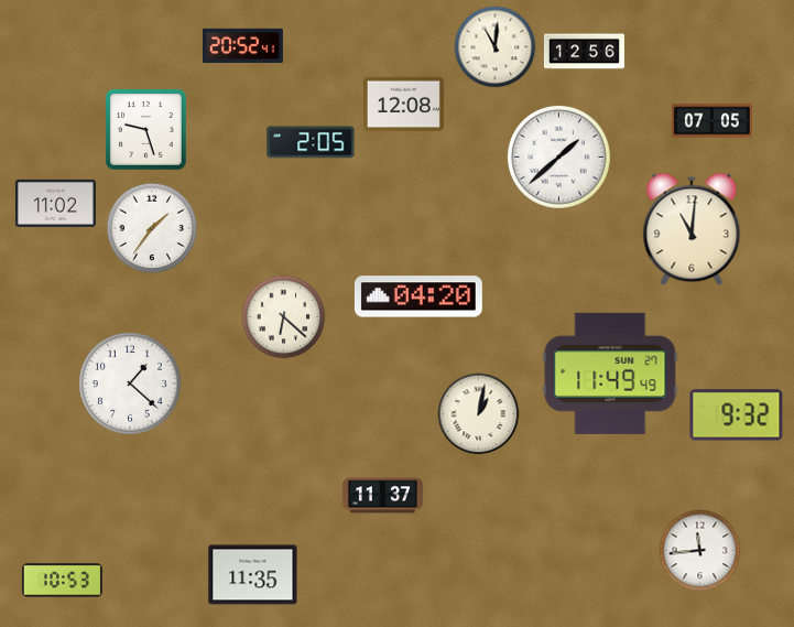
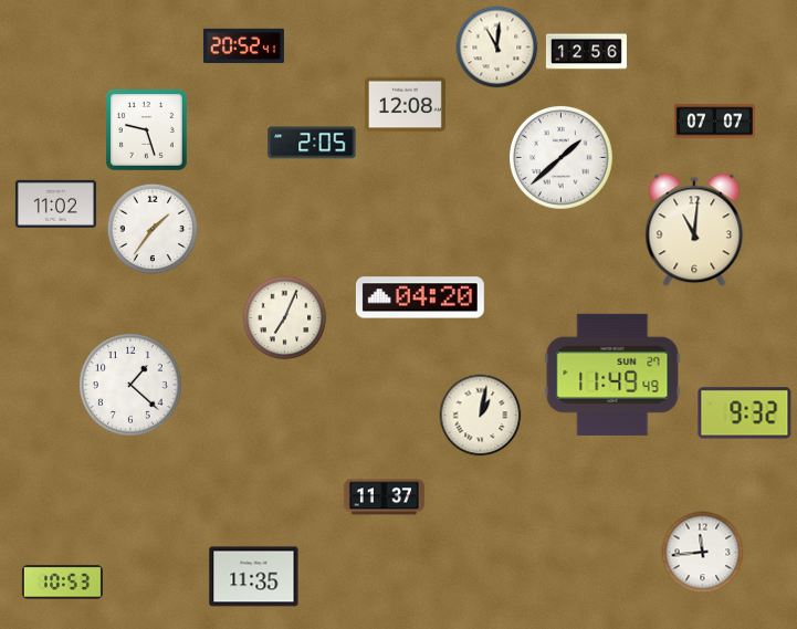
clock at (711, 121): 07:05 -> 07:07
clock at (284, 317): 6:22 -> 7:04
clock at (737, 415) position: (737, 415) -> (745, 413)
